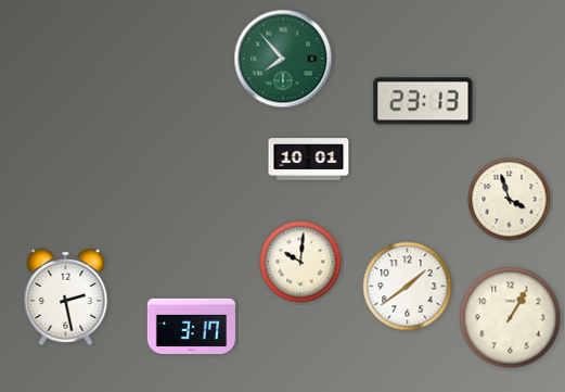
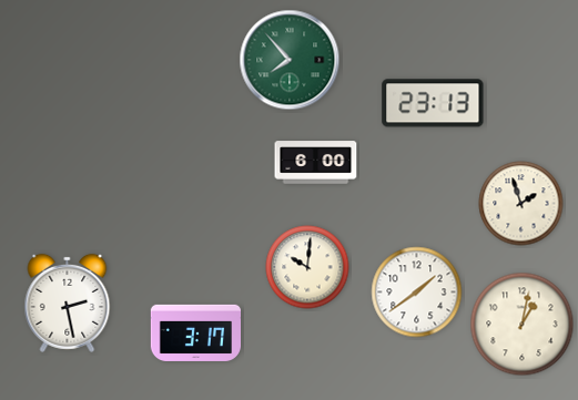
clock at (309, 160): 10:01 -> 6:00
clock at (510, 200): 3:57 -> 1:57
clock at (511, 318): 1:05 -> 1:02
